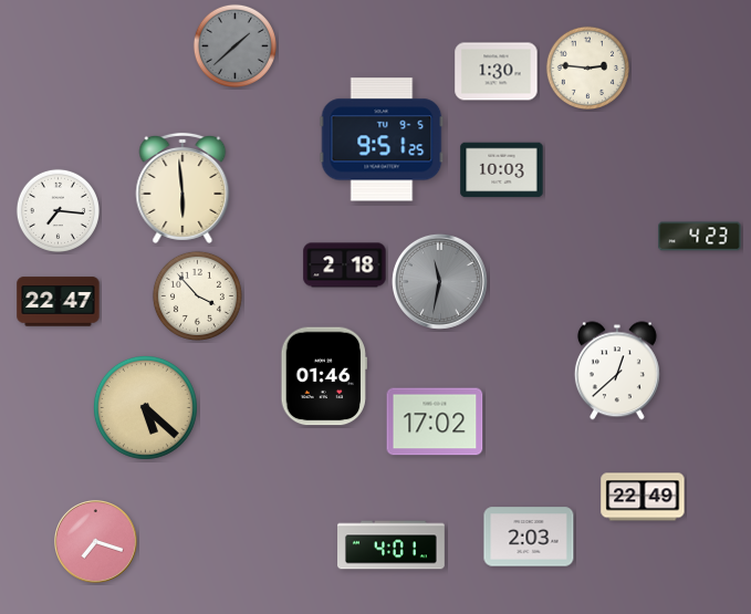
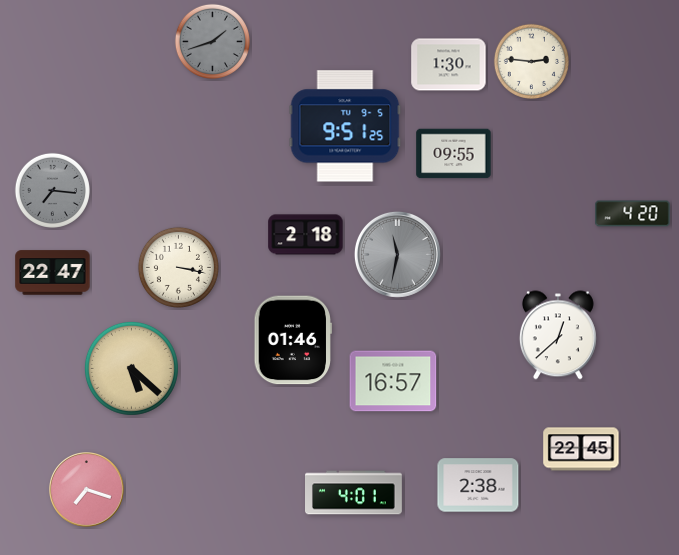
clock at (234, 45): 1:38 -> 1:42
clock at (502, 170): 10:03 -> 09:55
clock at (182, 188): 5:59 -> none
clock at (58, 210) dial: white -> grey
clock at (700, 237): 4:23 -> 4:20
clock at (345, 266) position: (345, 266) -> (306, 235)
clock at (197, 295): 3:53 -> 3:17
clock at (435, 422): 17:02 -> 16:57
clock at (643, 497): 22:49 -> 22:45
clock at (529, 537): 2:03 -> 2:38
